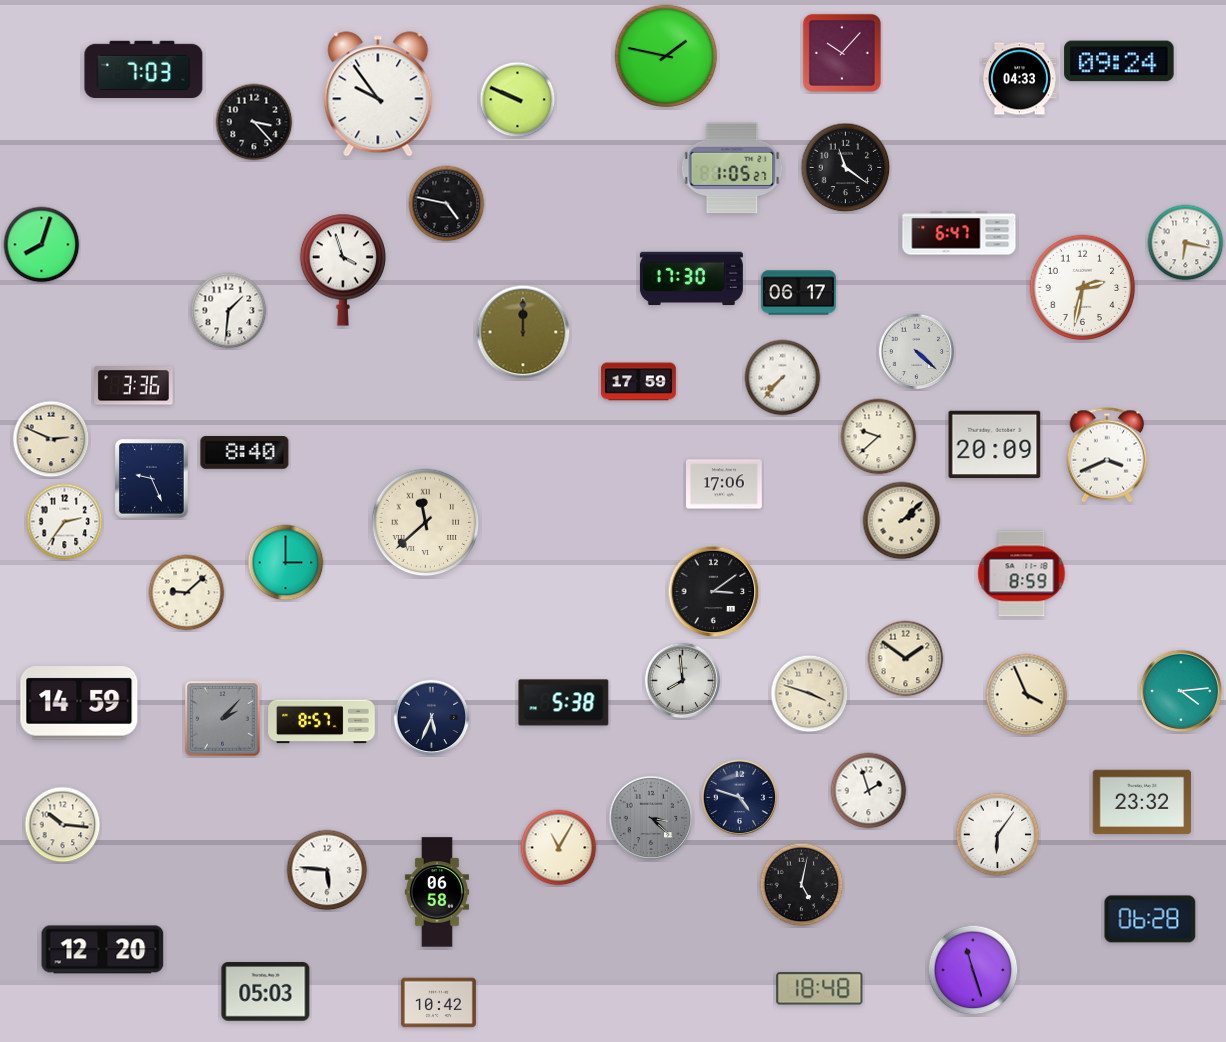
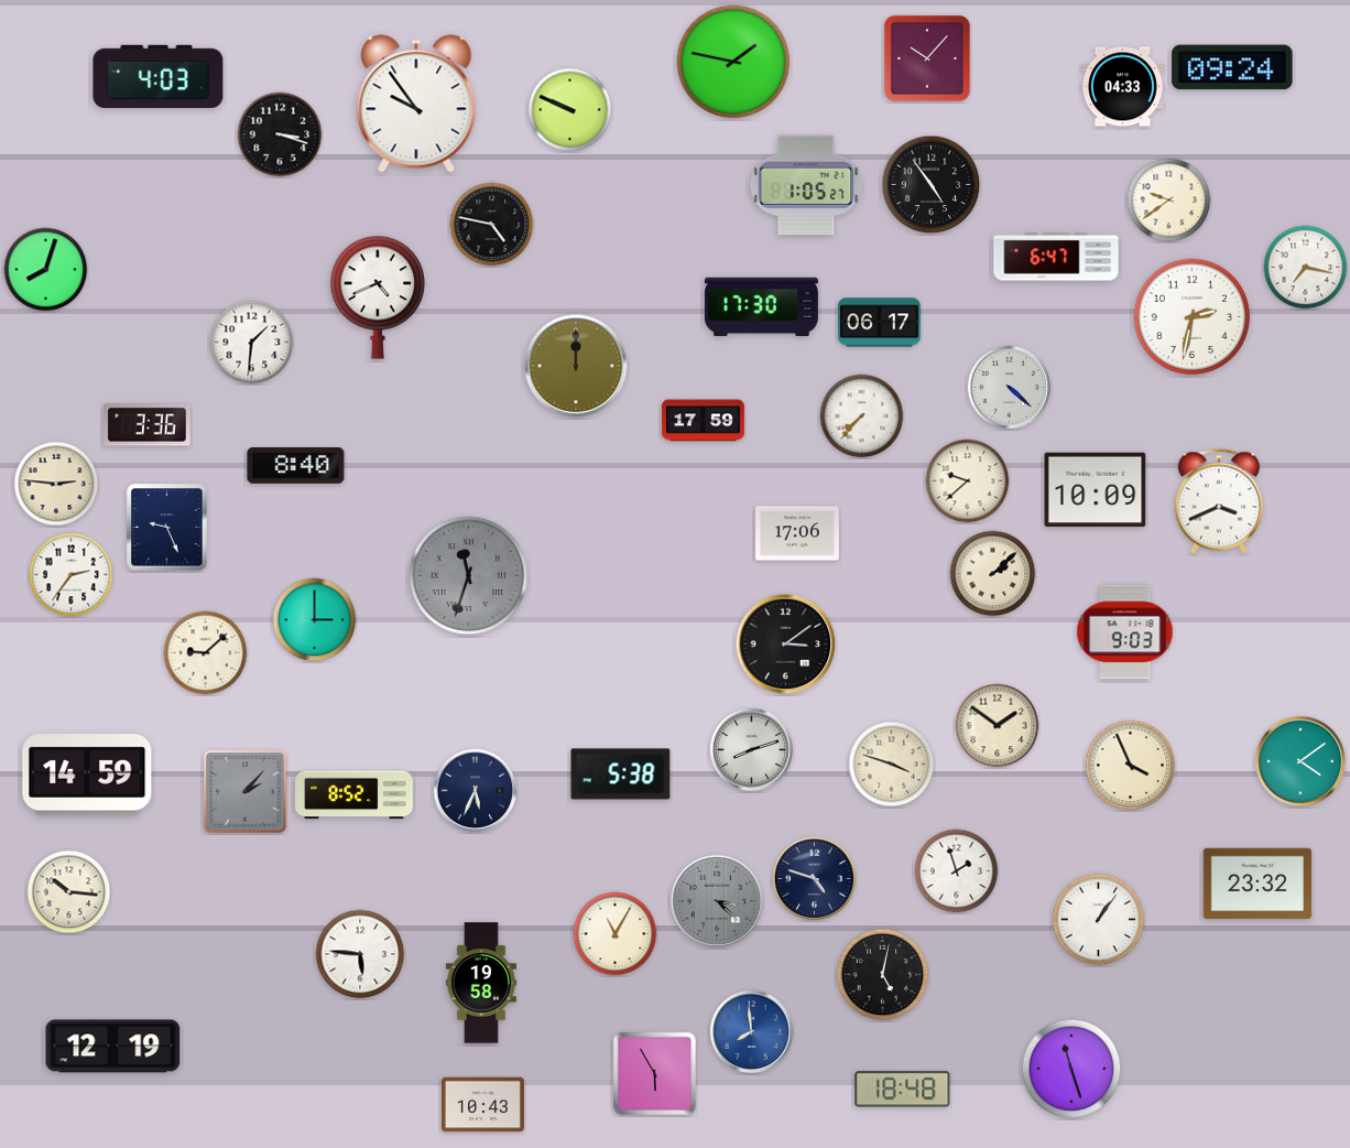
clock at (144, 70): 7:03 -> 4:03
clock at (254, 122): 3:23 -> 3:18
clock at (846, 168): 11:21 -> 4:54
clock at (1169, 201): none -> 9:39
clock at (1186, 243): 6:17 -> 7:17
clock at (342, 270): 3:57 -> 4:41
clock at (51, 439): 2:49 -> 2:46
clock at (995, 445): 20:09 -> 10:09
clock at (245, 453) position: (245, 453) -> (296, 466)
clock at (426, 523): 11:38 -> 11:33
clock at (426, 523) dial: cream -> grey
clock at (1022, 574): 8:59 -> 9:03
clock at (714, 592) position: (714, 592) -> (786, 645)
clock at (683, 681): 7:59 -> 8:12
clock at (1181, 691): 4:14 -> 4:09
clock at (322, 722): 8:57 -> 8:52
clock at (63, 825) position: (63, 825) -> (69, 892)
clock at (998, 835): 6:06 -> 1:06
clock at (327, 870) position: (327, 870) -> (360, 954)
clock at (437, 892): 06:58 -> 19:58
clock at (1150, 919): 06:28 -> none
clock at (752, 1032): none -> 7:59
clock at (103, 950): 12:20 -> 12:19
clock at (655, 1074): none -> 5:55
clock at (266, 992): 05:03 -> none
clock at (438, 1003): 10:42 -> 10:43
